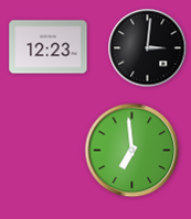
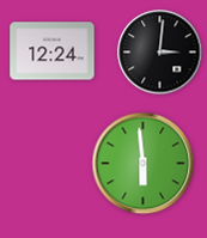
clock at (49, 47): 12:23 -> 12:24
clock at (132, 151): 6:59 -> 5:59
